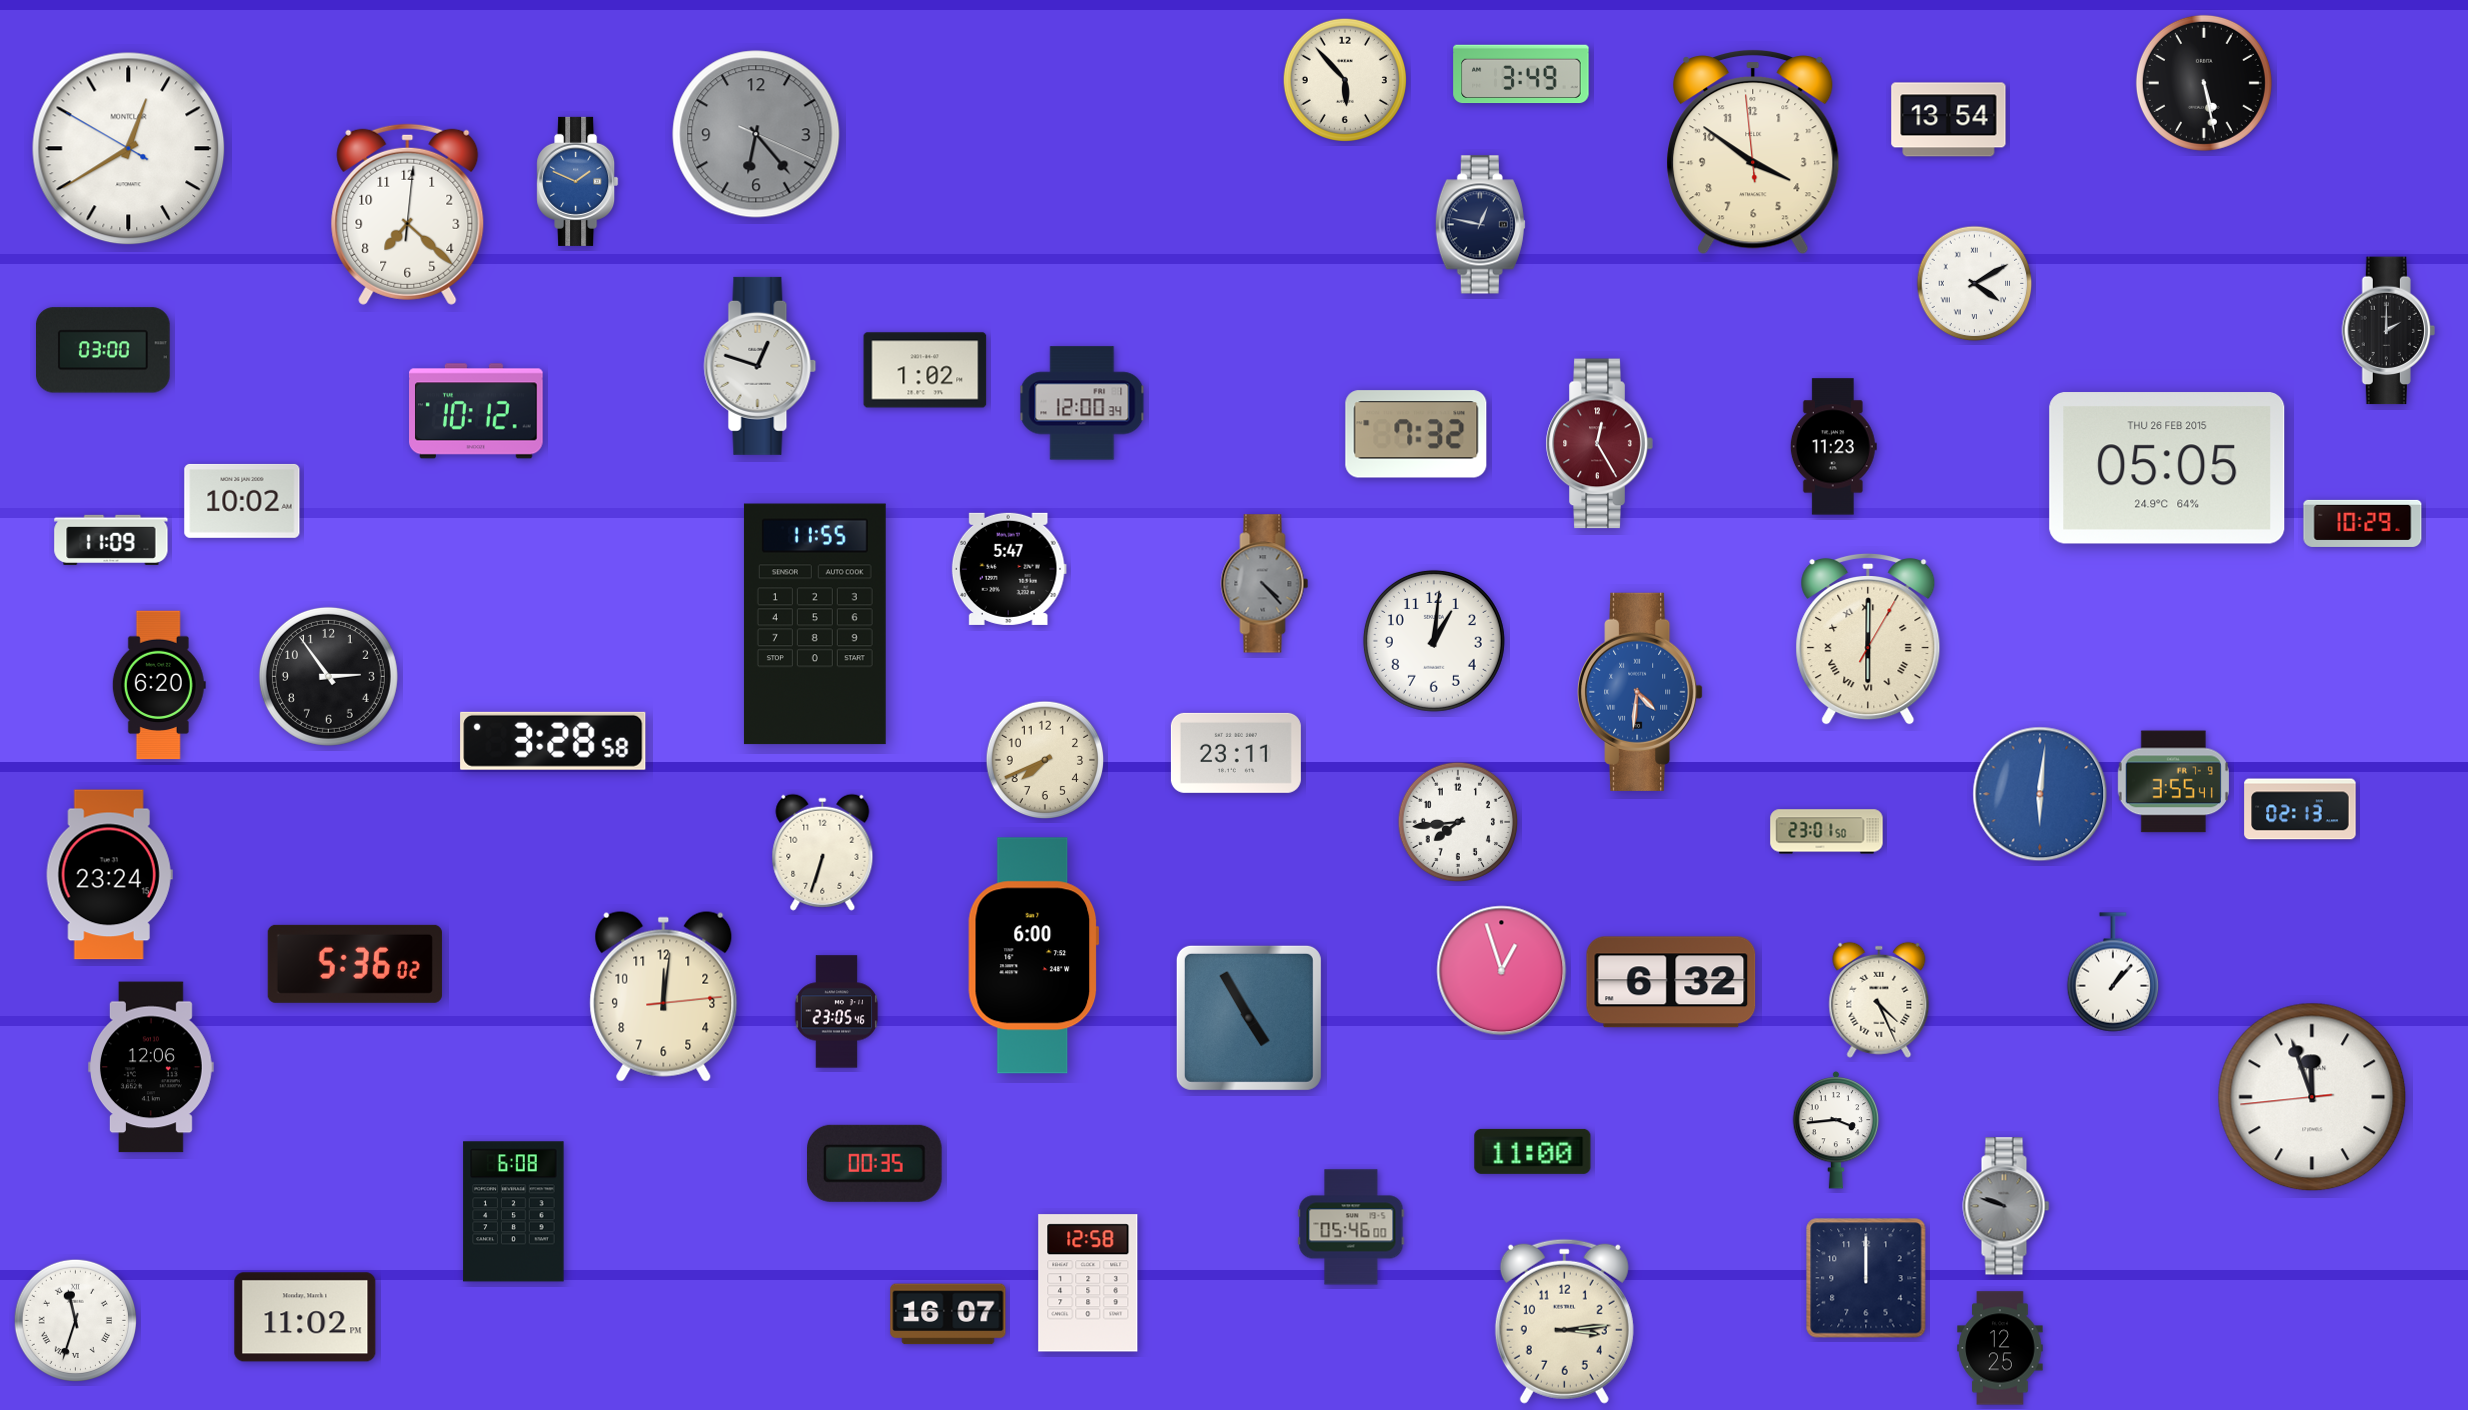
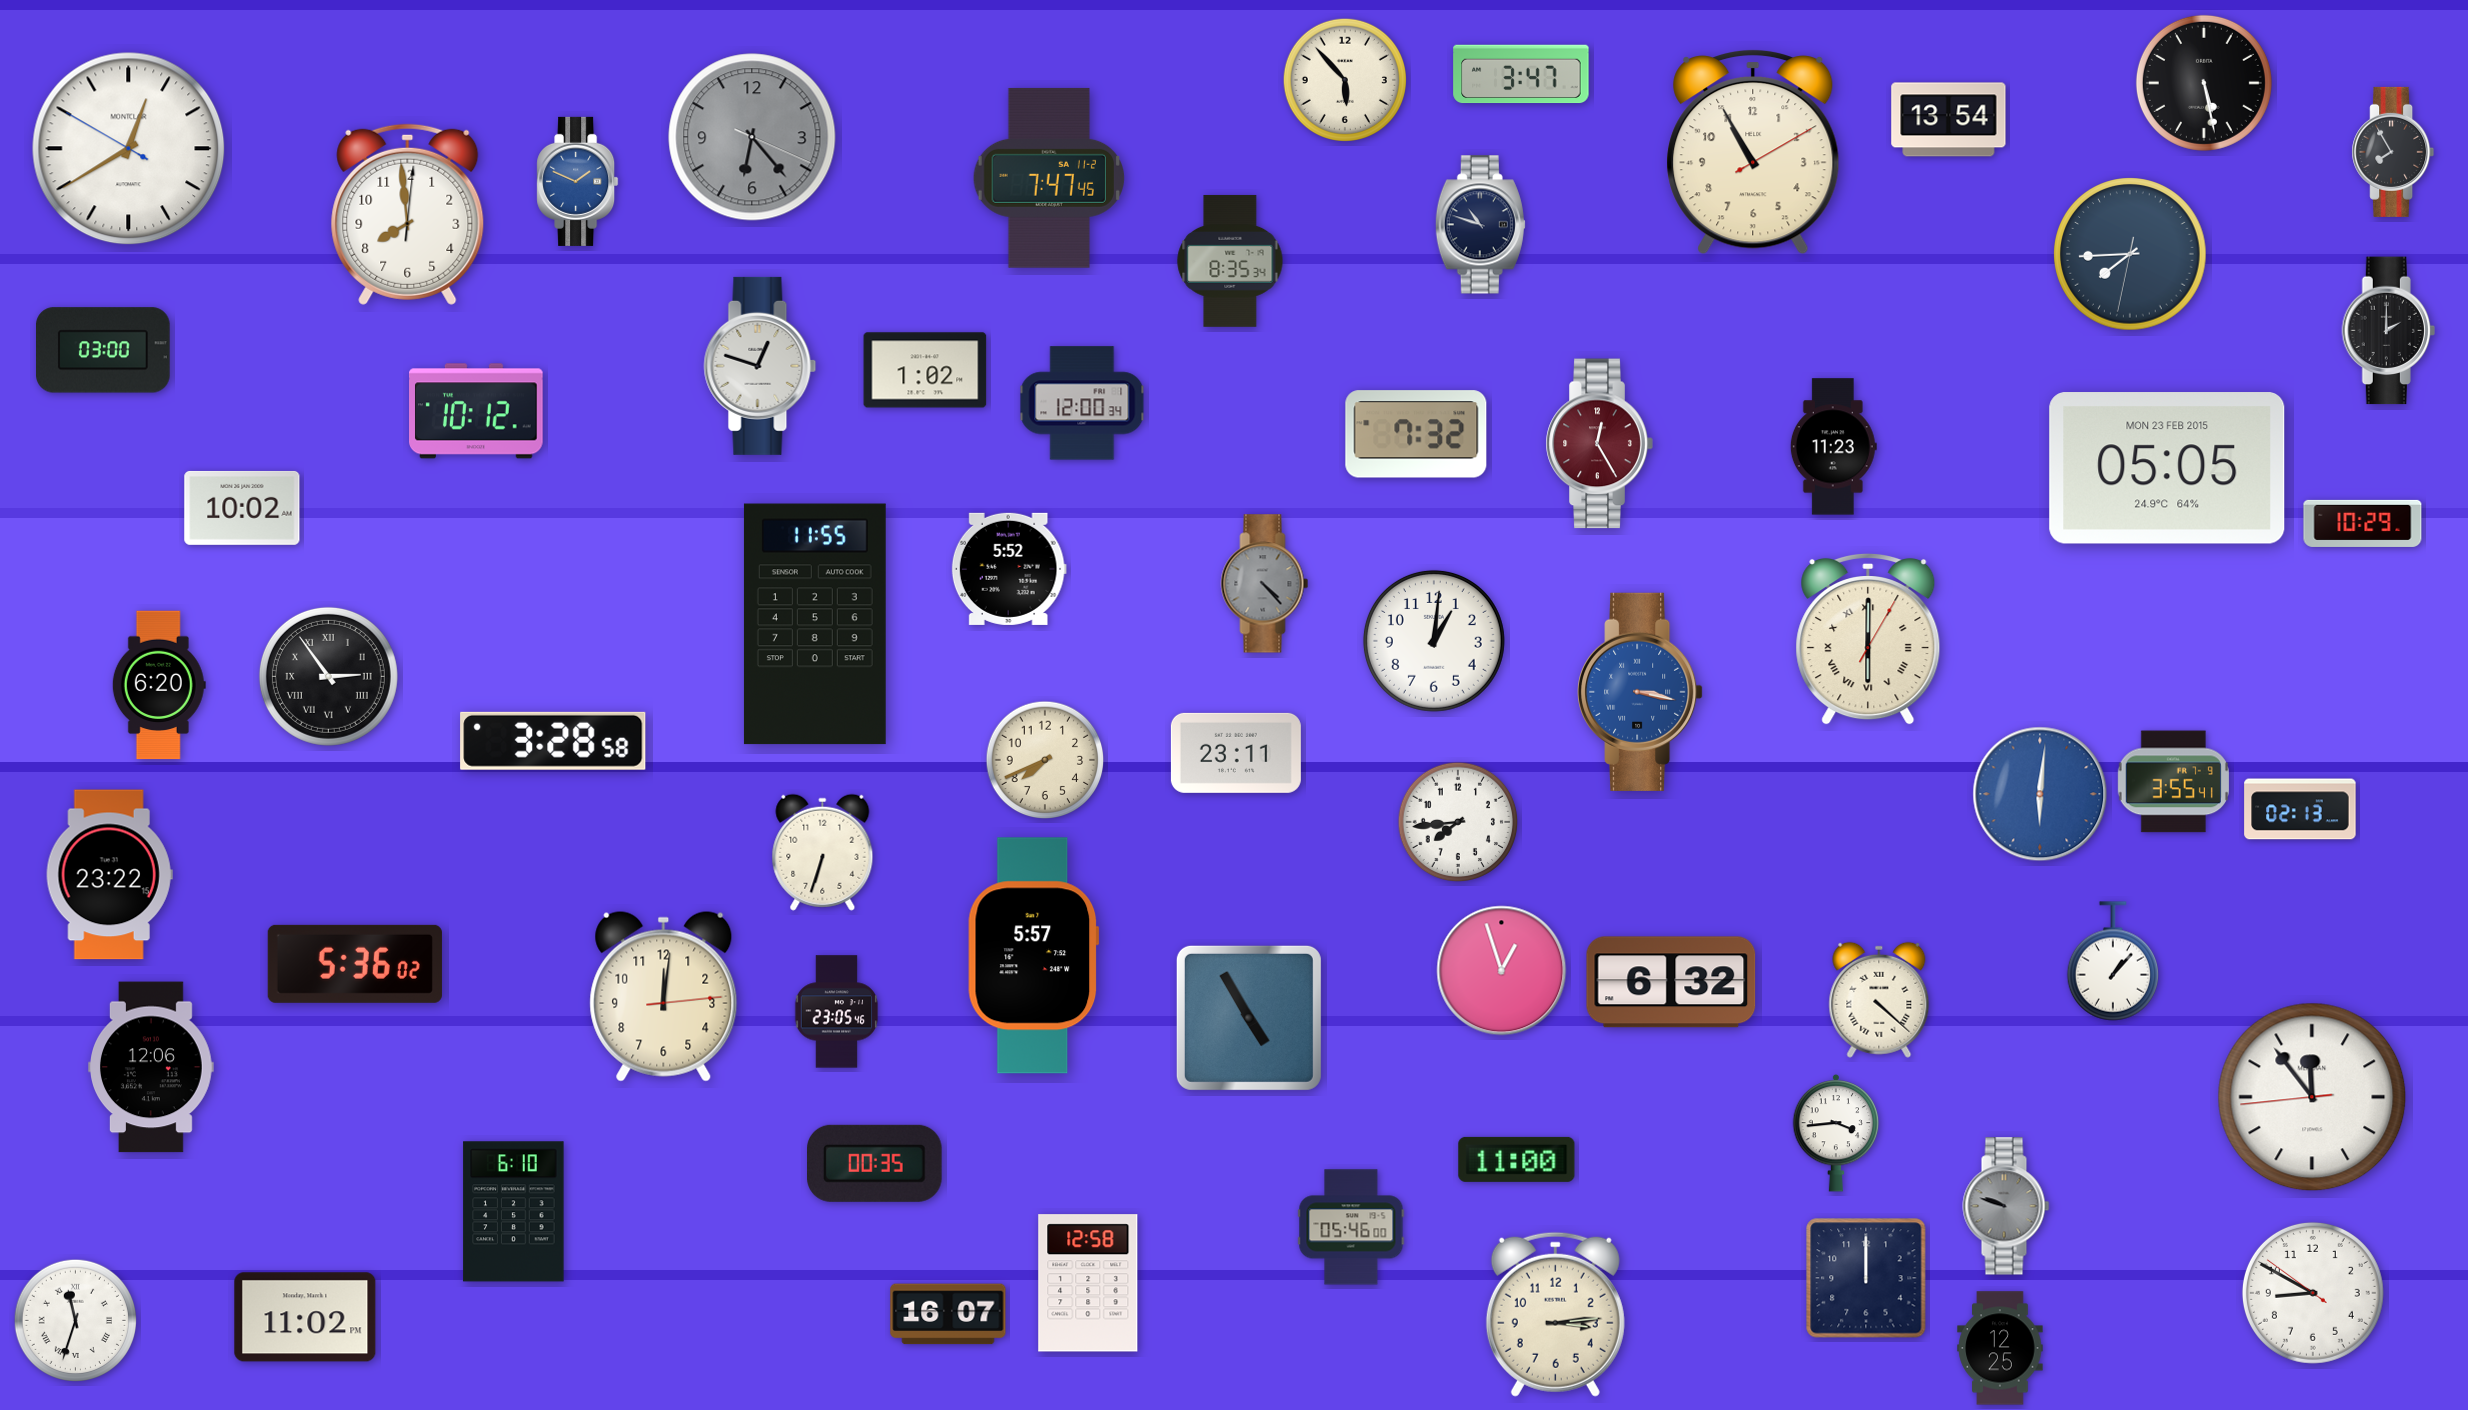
clock at (1521, 74): 3:49 -> 3:47
clock at (756, 134) position: (756, 134) -> (752, 137)
clock at (2393, 152): none -> 7:55
clock at (1753, 153): 3:50 -> 10:55
clock at (1048, 178): none -> 7:47
clock at (408, 214): 7:22 -> 7:59
clock at (1480, 225): 12:47 -> 10:48
clock at (2130, 254): none -> 7:44
clock at (1230, 261): none -> 8:35
clock at (1975, 284): 4:10 -> none
clock at (2167, 468) date: THU 26 FEB 2015 -> MON 23 FEB 2015
clock at (242, 501) position: (242, 501) -> (242, 508)
clock at (111, 540): 11:09 -> none
clock at (1009, 569): 5:47 -> 5:52
clock at (328, 676) numerals: Arabic -> Roman
clock at (1640, 692): 4:31 -> 3:17
clock at (1827, 832): 23:01 -> none
clock at (109, 875): 23:24 -> 23:22
clock at (1034, 956): 6:00 -> 5:57
clock at (2112, 972) position: (2112, 972) -> (2112, 961)
clock at (1879, 1000): 4:26 -> 4:22
clock at (2312, 1097): 11:56 -> 11:53
clock at (1836, 1130) position: (1836, 1130) -> (1836, 1133)
clock at (1533, 1151) position: (1533, 1151) -> (1517, 1159)
clock at (514, 1212): 6:08 -> 6:10
clock at (2313, 1293): none -> 8:49
clock at (1564, 1321) position: (1564, 1321) -> (1555, 1314)
